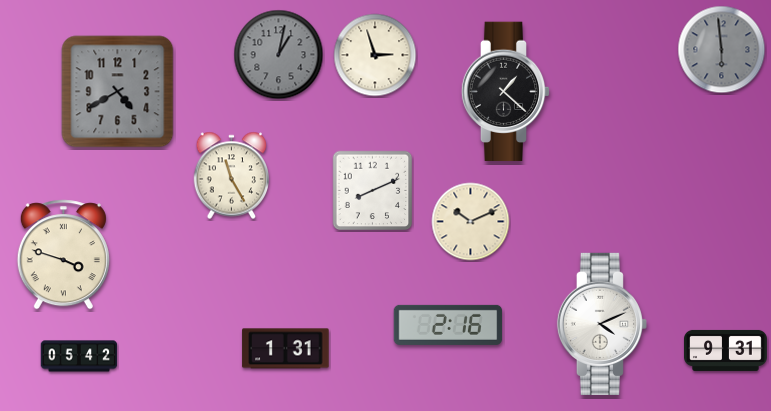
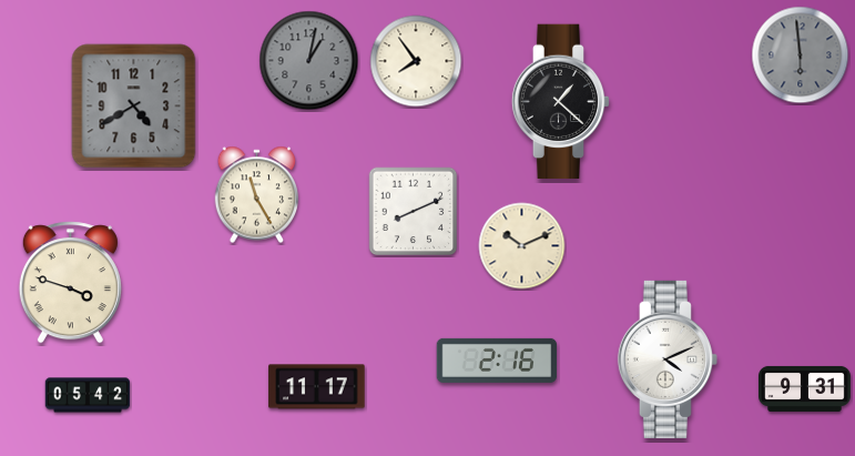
clock at (375, 55): 2:57 -> 7:54
clock at (118, 92) position: (118, 92) -> (134, 107)
clock at (286, 349): 1:31 -> 11:17
